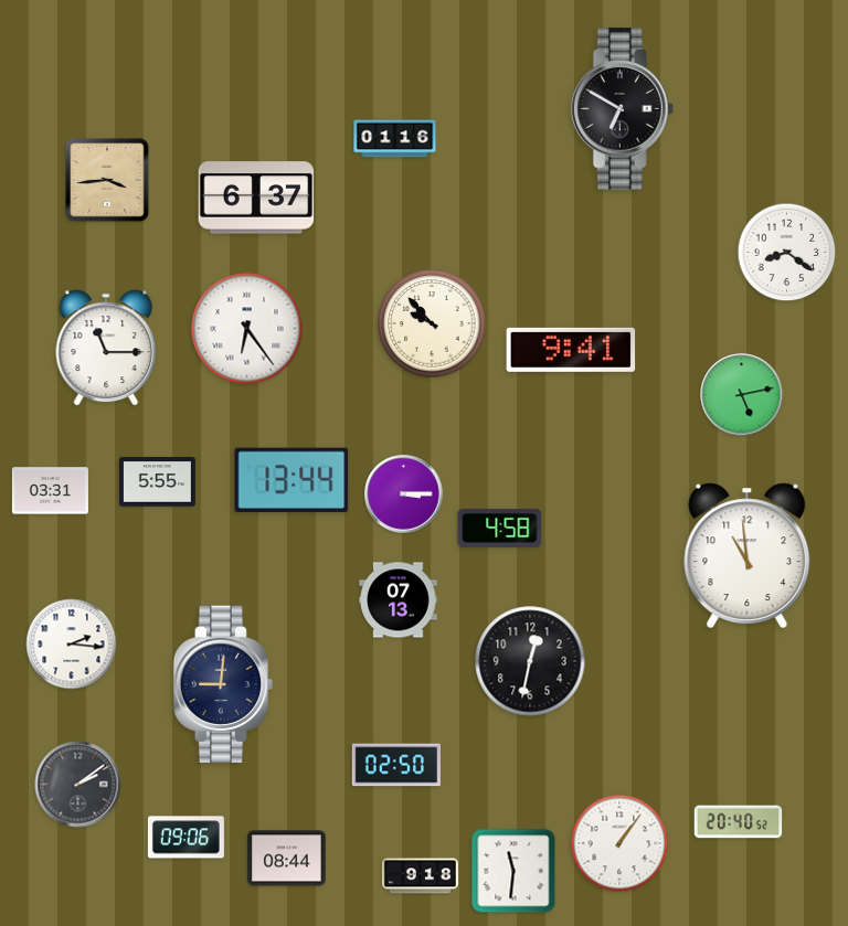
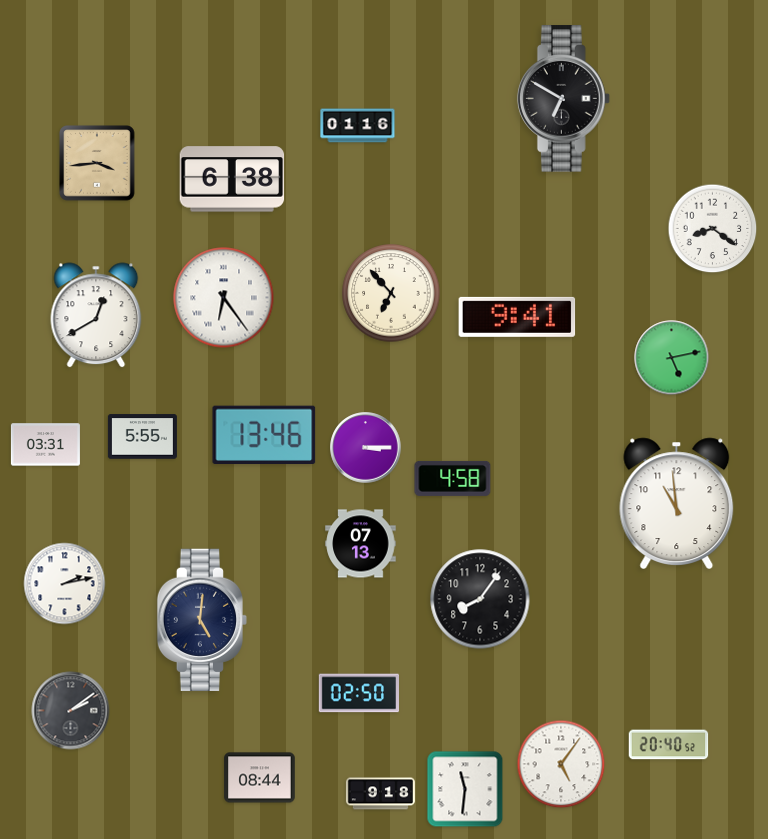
clock at (256, 198): 6:37 -> 6:38
clock at (432, 323): 9:53 -> 6:53
clock at (106, 348): 11:15 -> 12:40
clock at (291, 479): 13:44 -> 13:46
clock at (72, 645): 2:16 -> 2:13
clock at (530, 661): 12:32 -> 8:06
clock at (223, 684): 9:01 -> 5:01
clock at (185, 838): 09:06 -> none
clock at (619, 843): 1:06 -> 5:06
